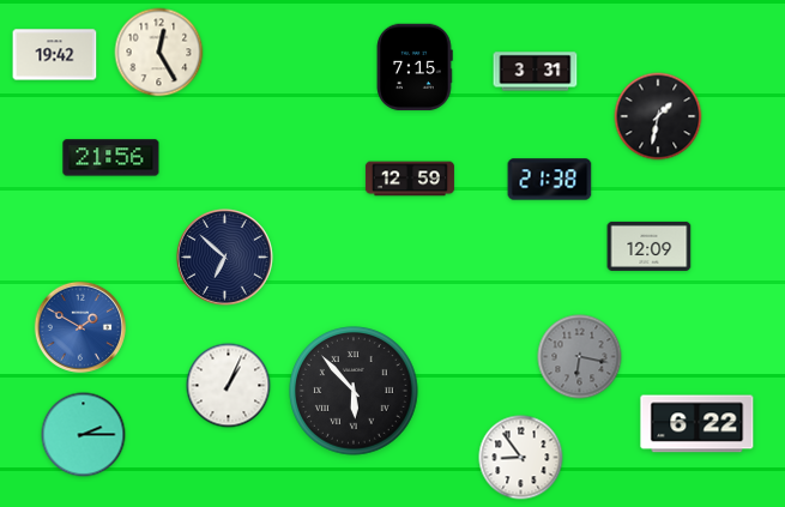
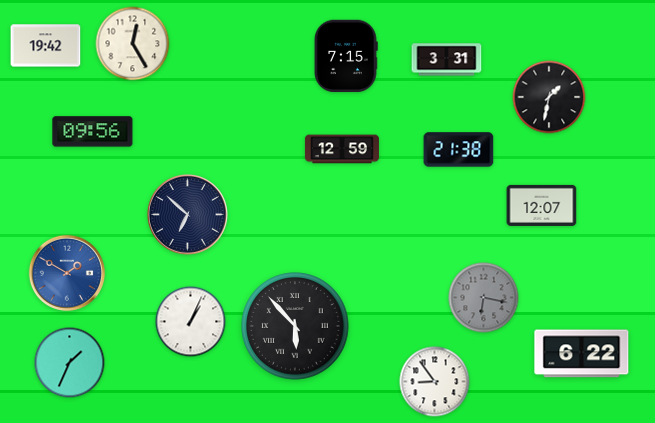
clock at (111, 158): 21:56 -> 09:56
clock at (650, 246): 12:09 -> 12:07
clock at (84, 435): 2:15 -> 1:34
